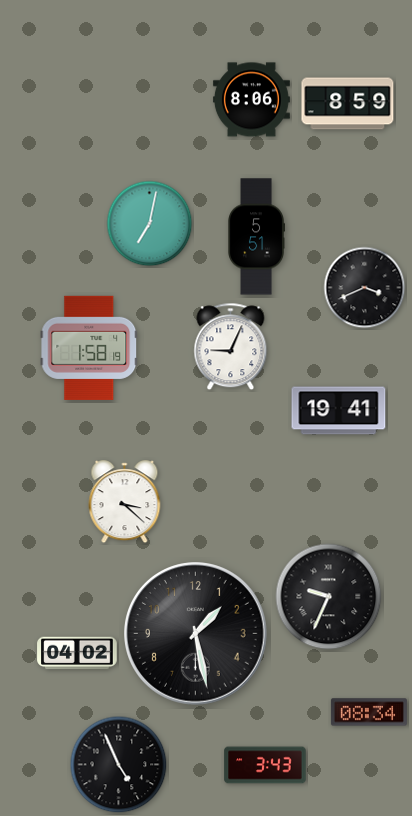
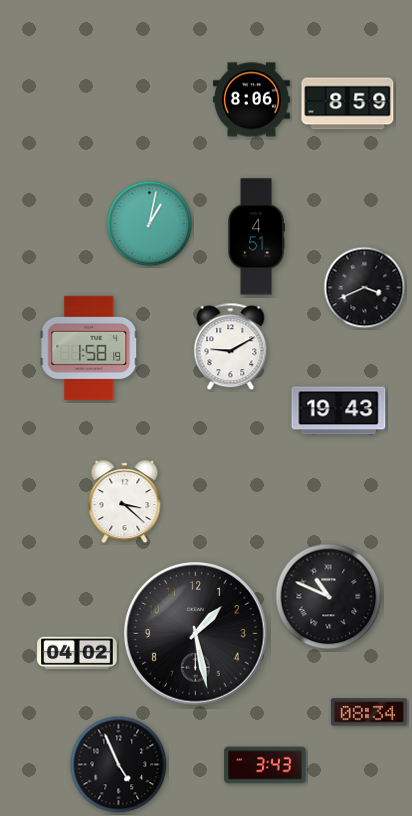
clock at (150, 224): 7:02 -> 1:02
clock at (256, 237): 5:51 -> 4:51
clock at (231, 347): 9:04 -> 9:10
clock at (339, 411): 19:41 -> 19:43
clock at (329, 597): 9:34 -> 10:49
